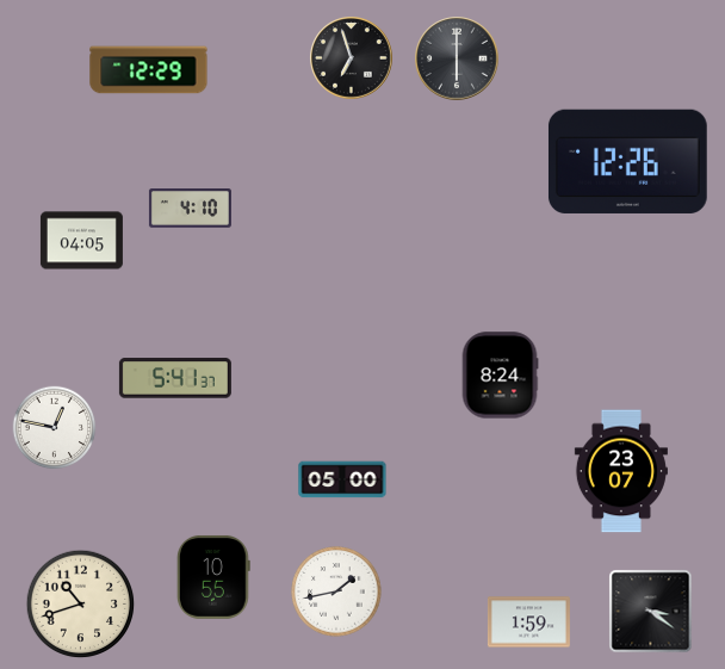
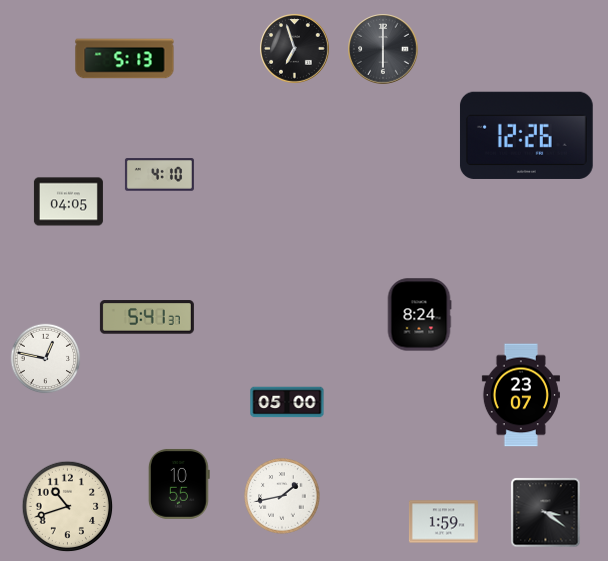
clock at (149, 70): 12:29 -> 5:13
